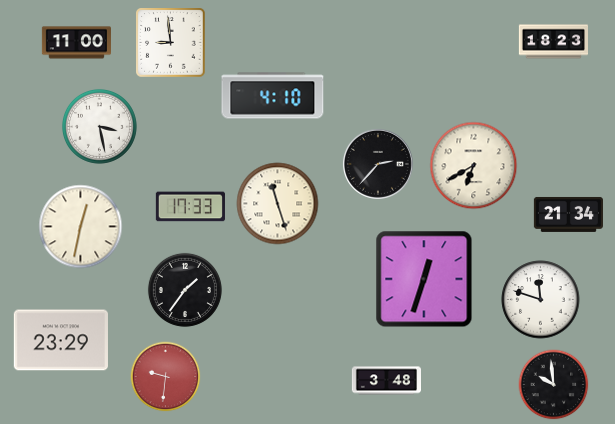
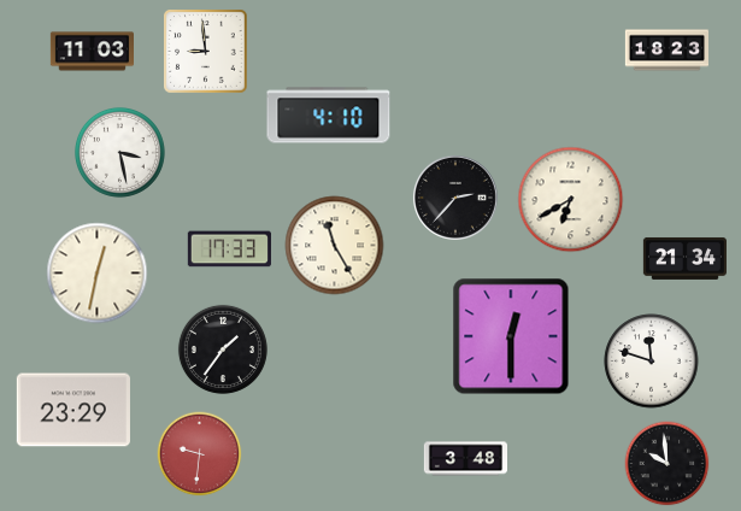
clock at (76, 43): 11:00 -> 11:03
clock at (278, 204): 11:27 -> 11:25
clock at (424, 279): 12:33 -> 12:30
